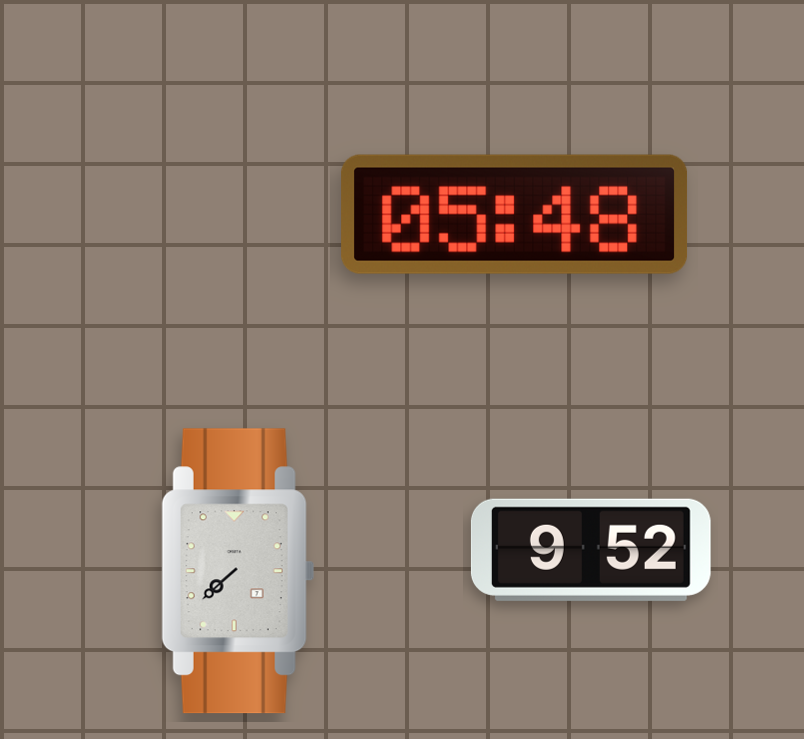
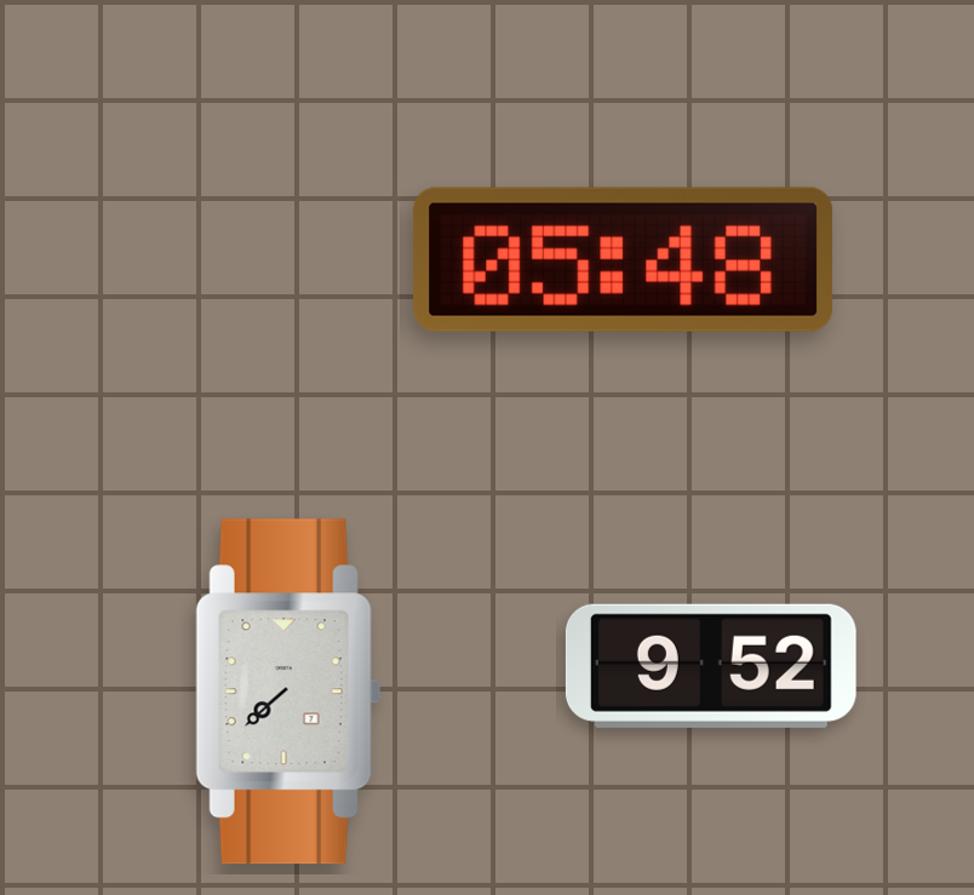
clock at (591, 550) position: (591, 550) -> (711, 666)
